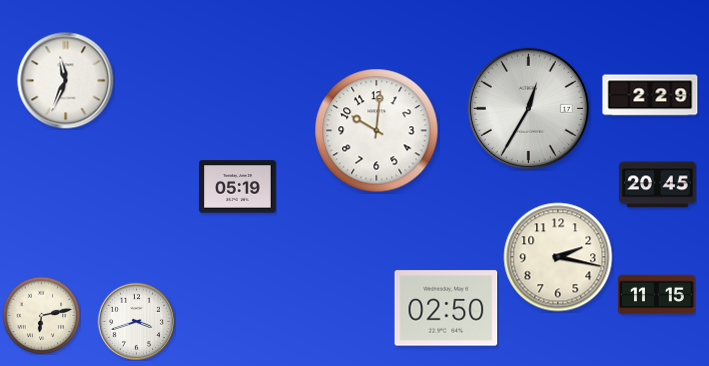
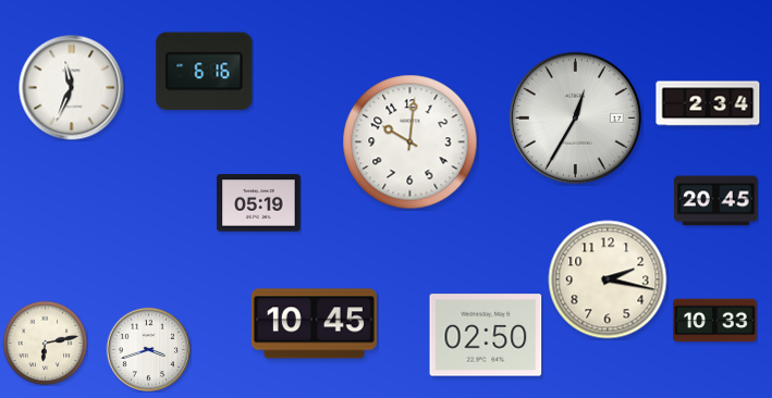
clock at (205, 72): none -> 6:16
clock at (650, 95): 2:29 -> 2:34
clock at (657, 295): 11:15 -> 10:33
clock at (314, 324): none -> 10:45
